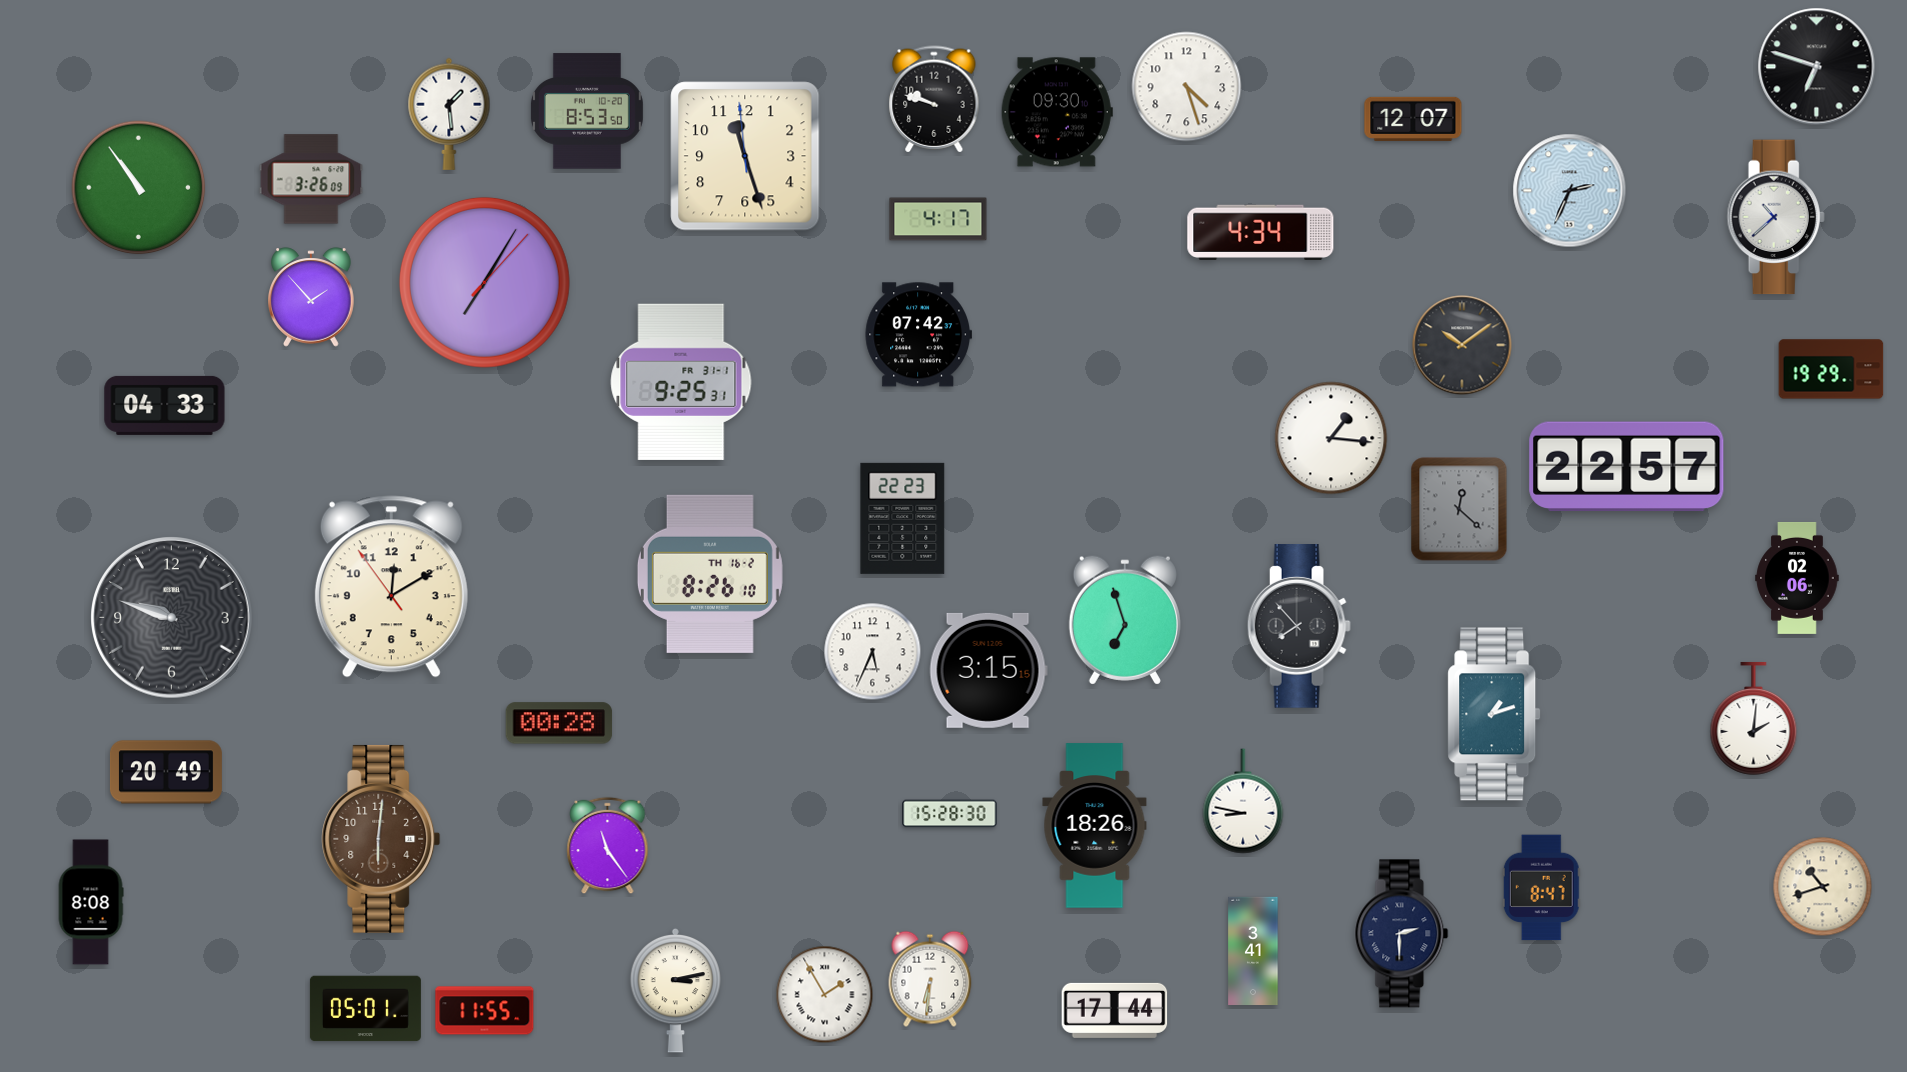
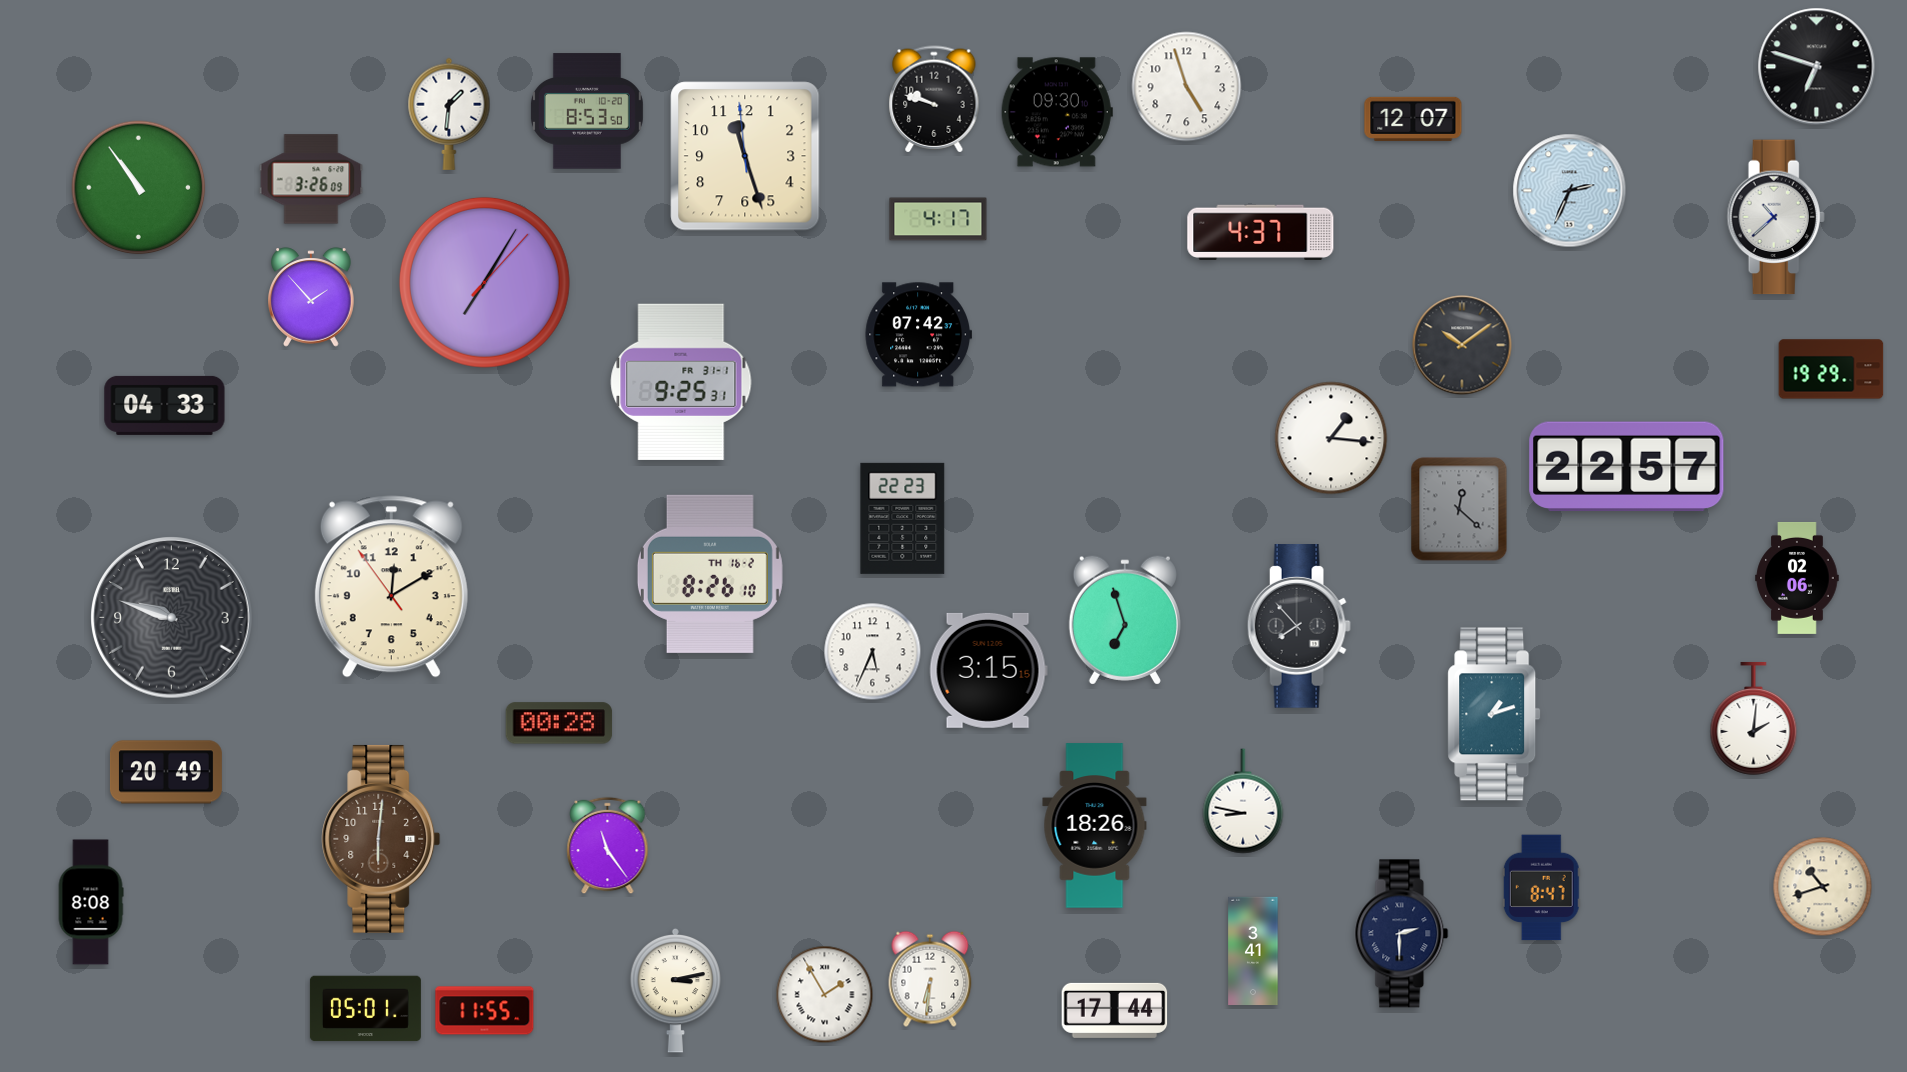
clock at (1187, 87): 4:27 -> 4:57
clock at (449, 114): 1:29 -> 1:31
clock at (1261, 232): 4:34 -> 4:37
clock at (950, 814): 15:28 -> none
